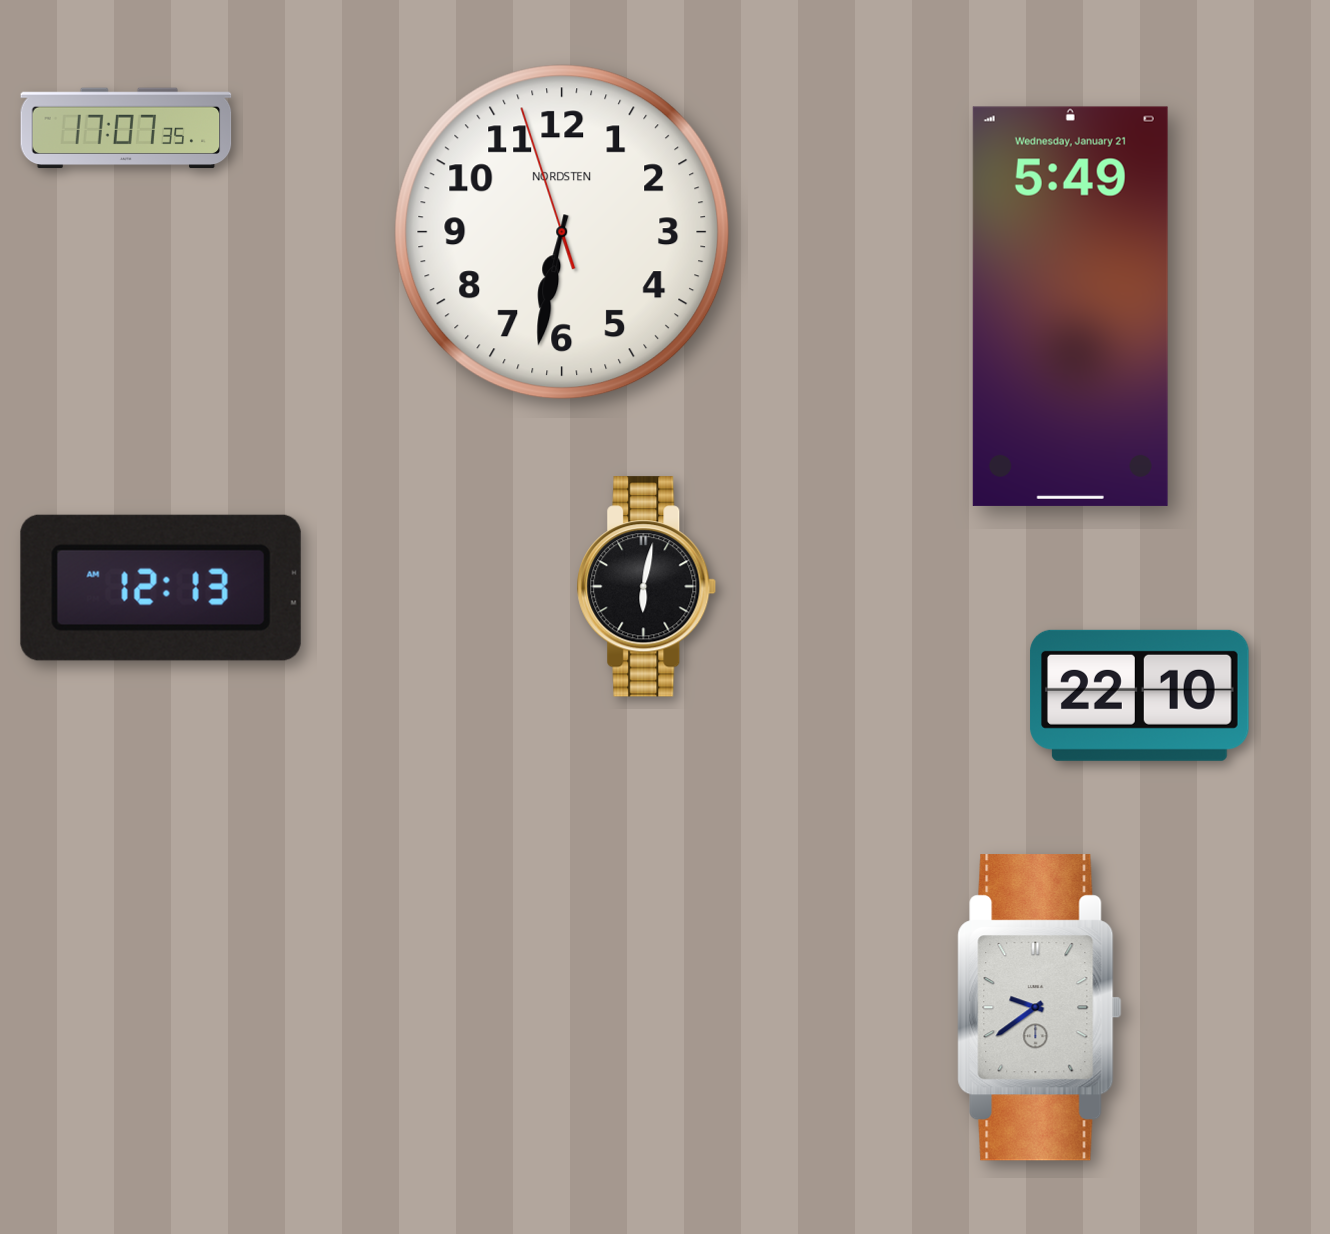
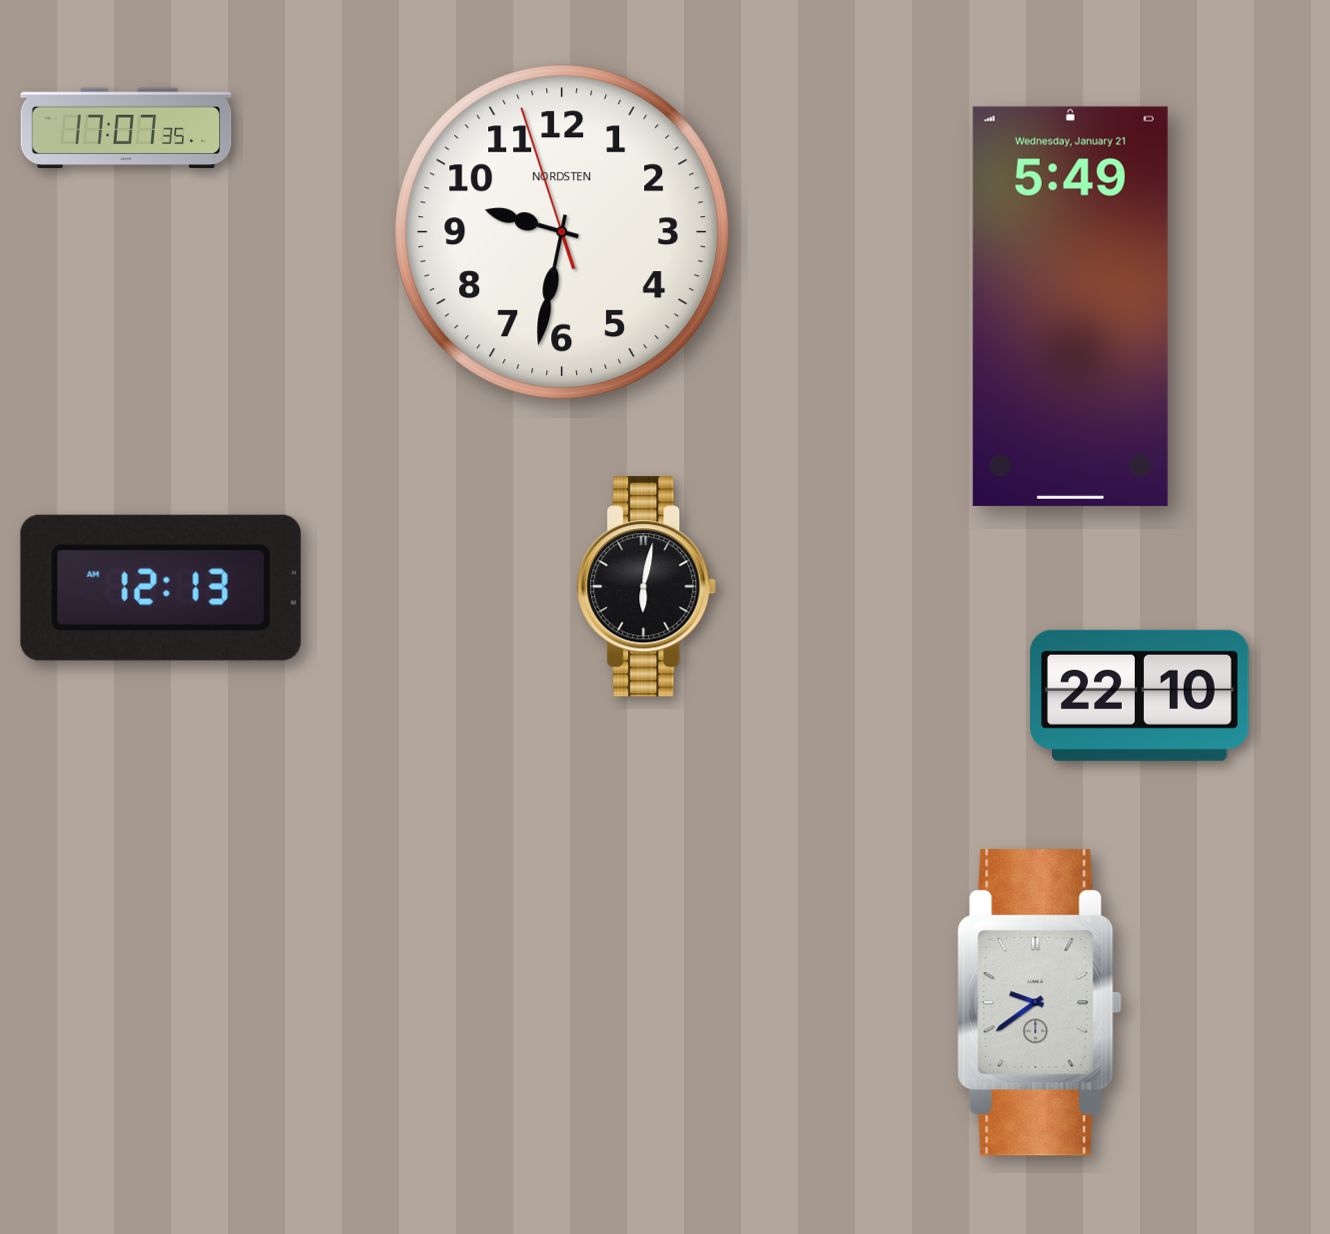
clock at (562, 232): 6:31 -> 9:31
clock at (1040, 1008) position: (1040, 1008) -> (1040, 1003)
